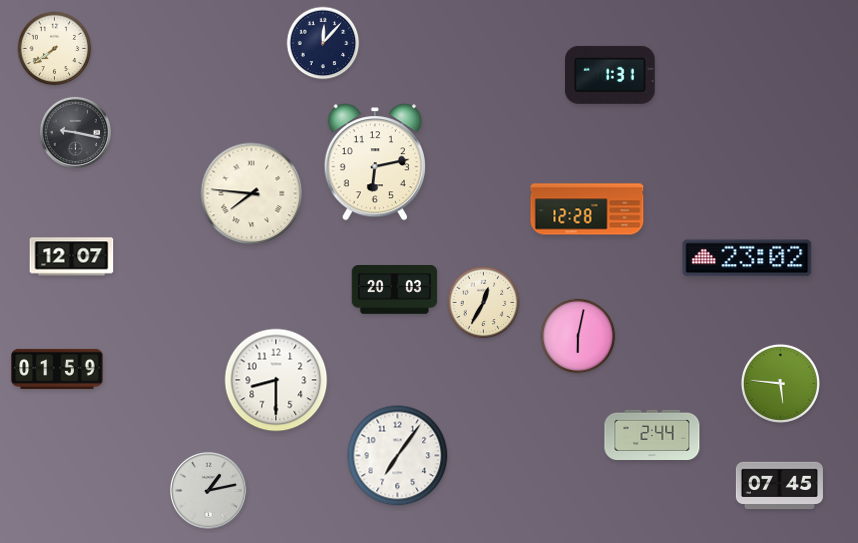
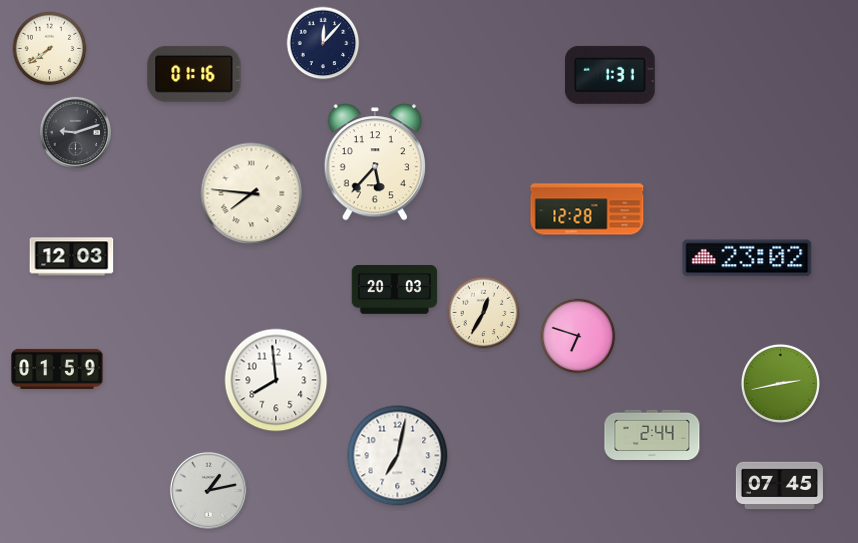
clock at (55, 49) position: (55, 49) -> (50, 49)
clock at (194, 74): none -> 01:16
clock at (75, 132): 9:17 -> 9:12
clock at (374, 162): 6:13 -> 5:37
clock at (72, 257): 12:07 -> 12:03
clock at (484, 303) position: (484, 303) -> (484, 313)
clock at (578, 336): 6:02 -> 6:48
clock at (276, 380): 8:30 -> 7:59
clock at (780, 383): 5:46 -> 2:43
clock at (398, 456): 7:06 -> 7:02
